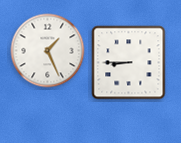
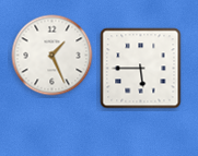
clock at (129, 63): 8:45 -> 5:45
